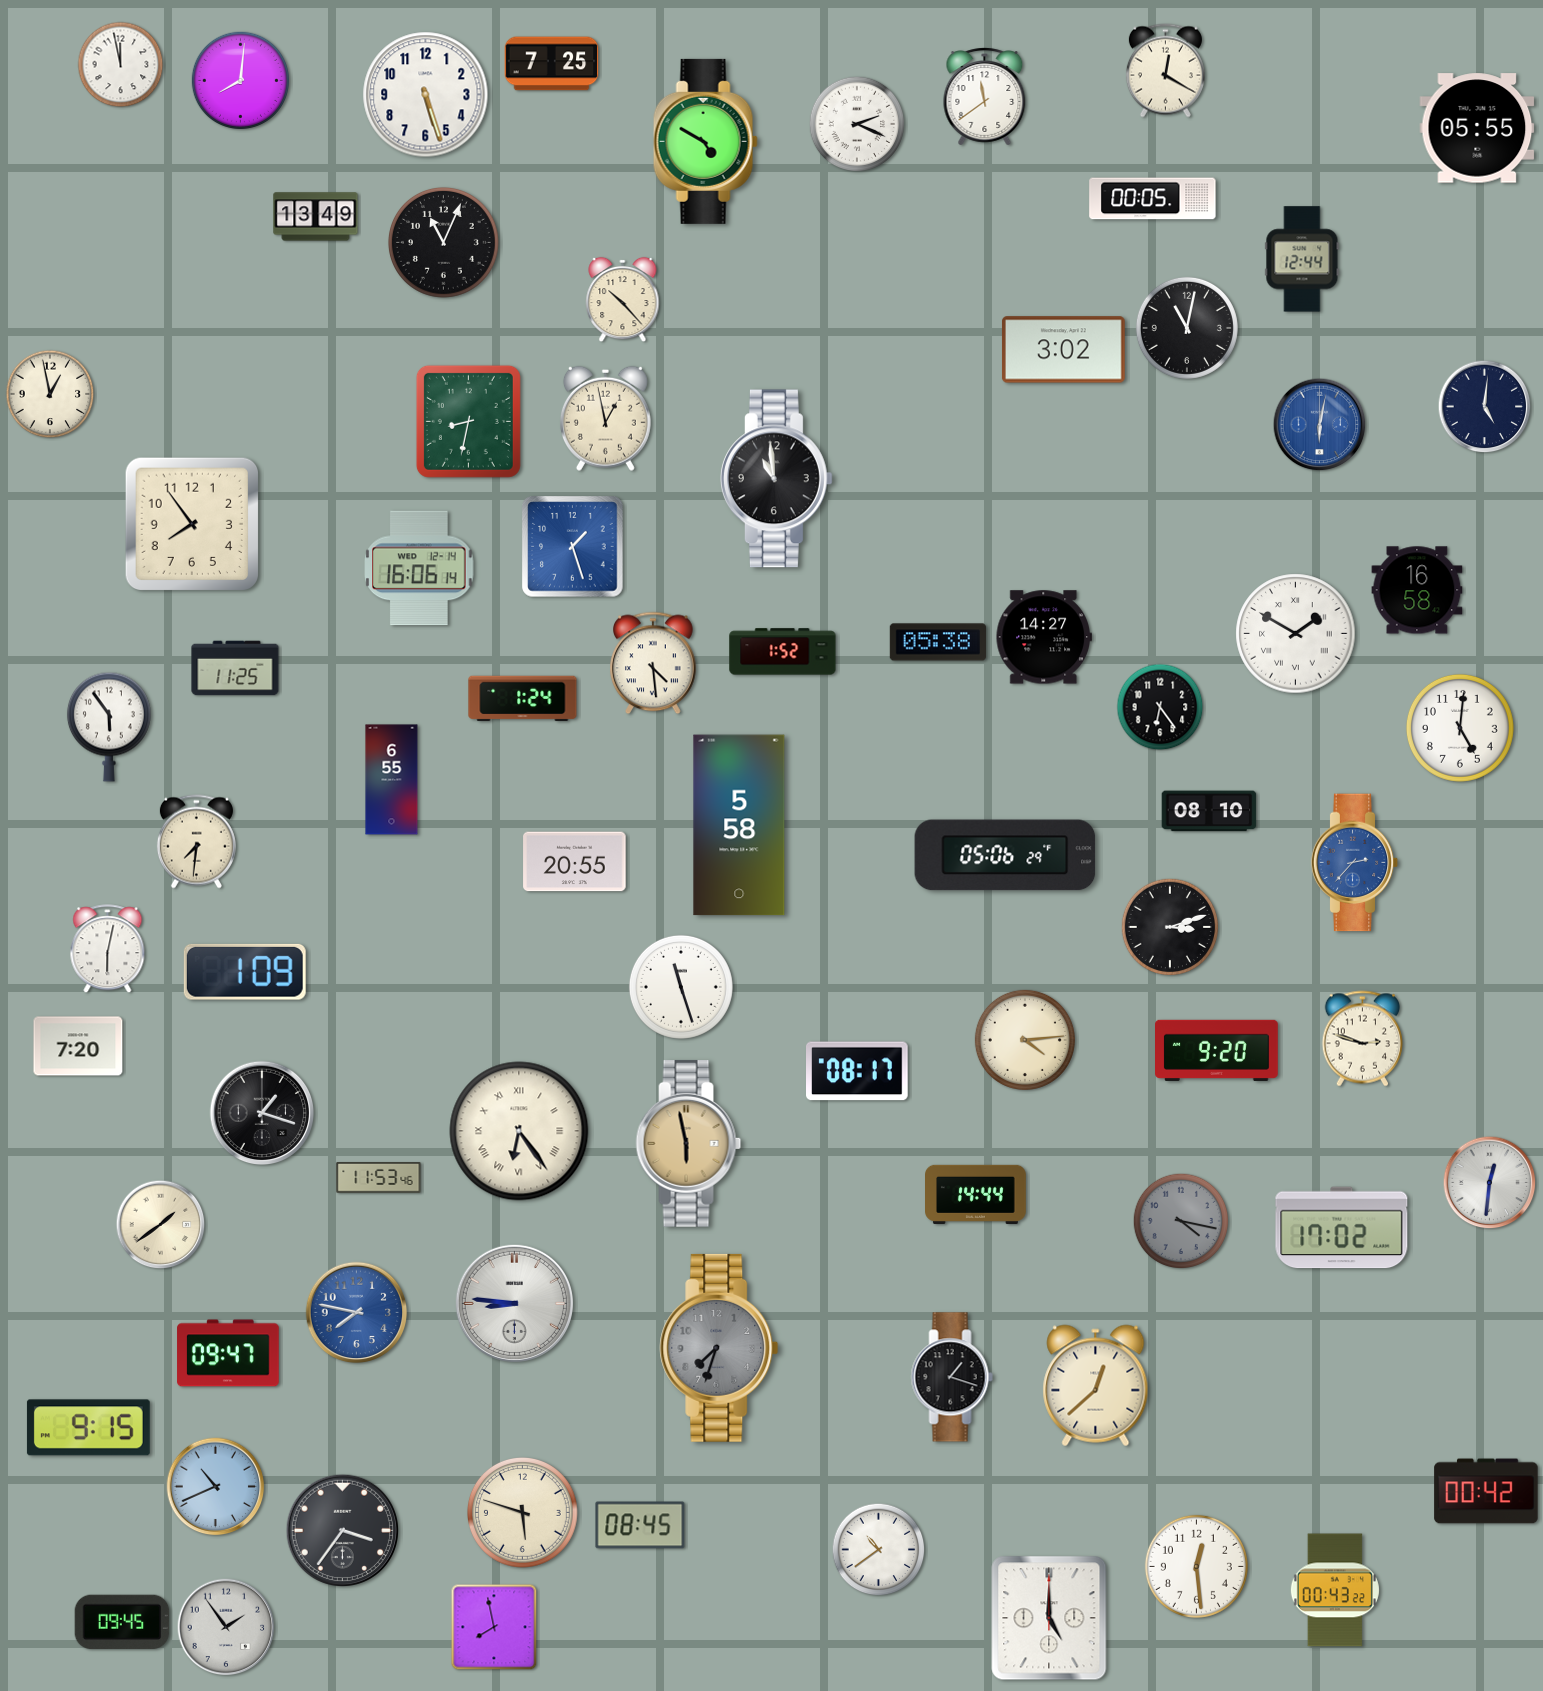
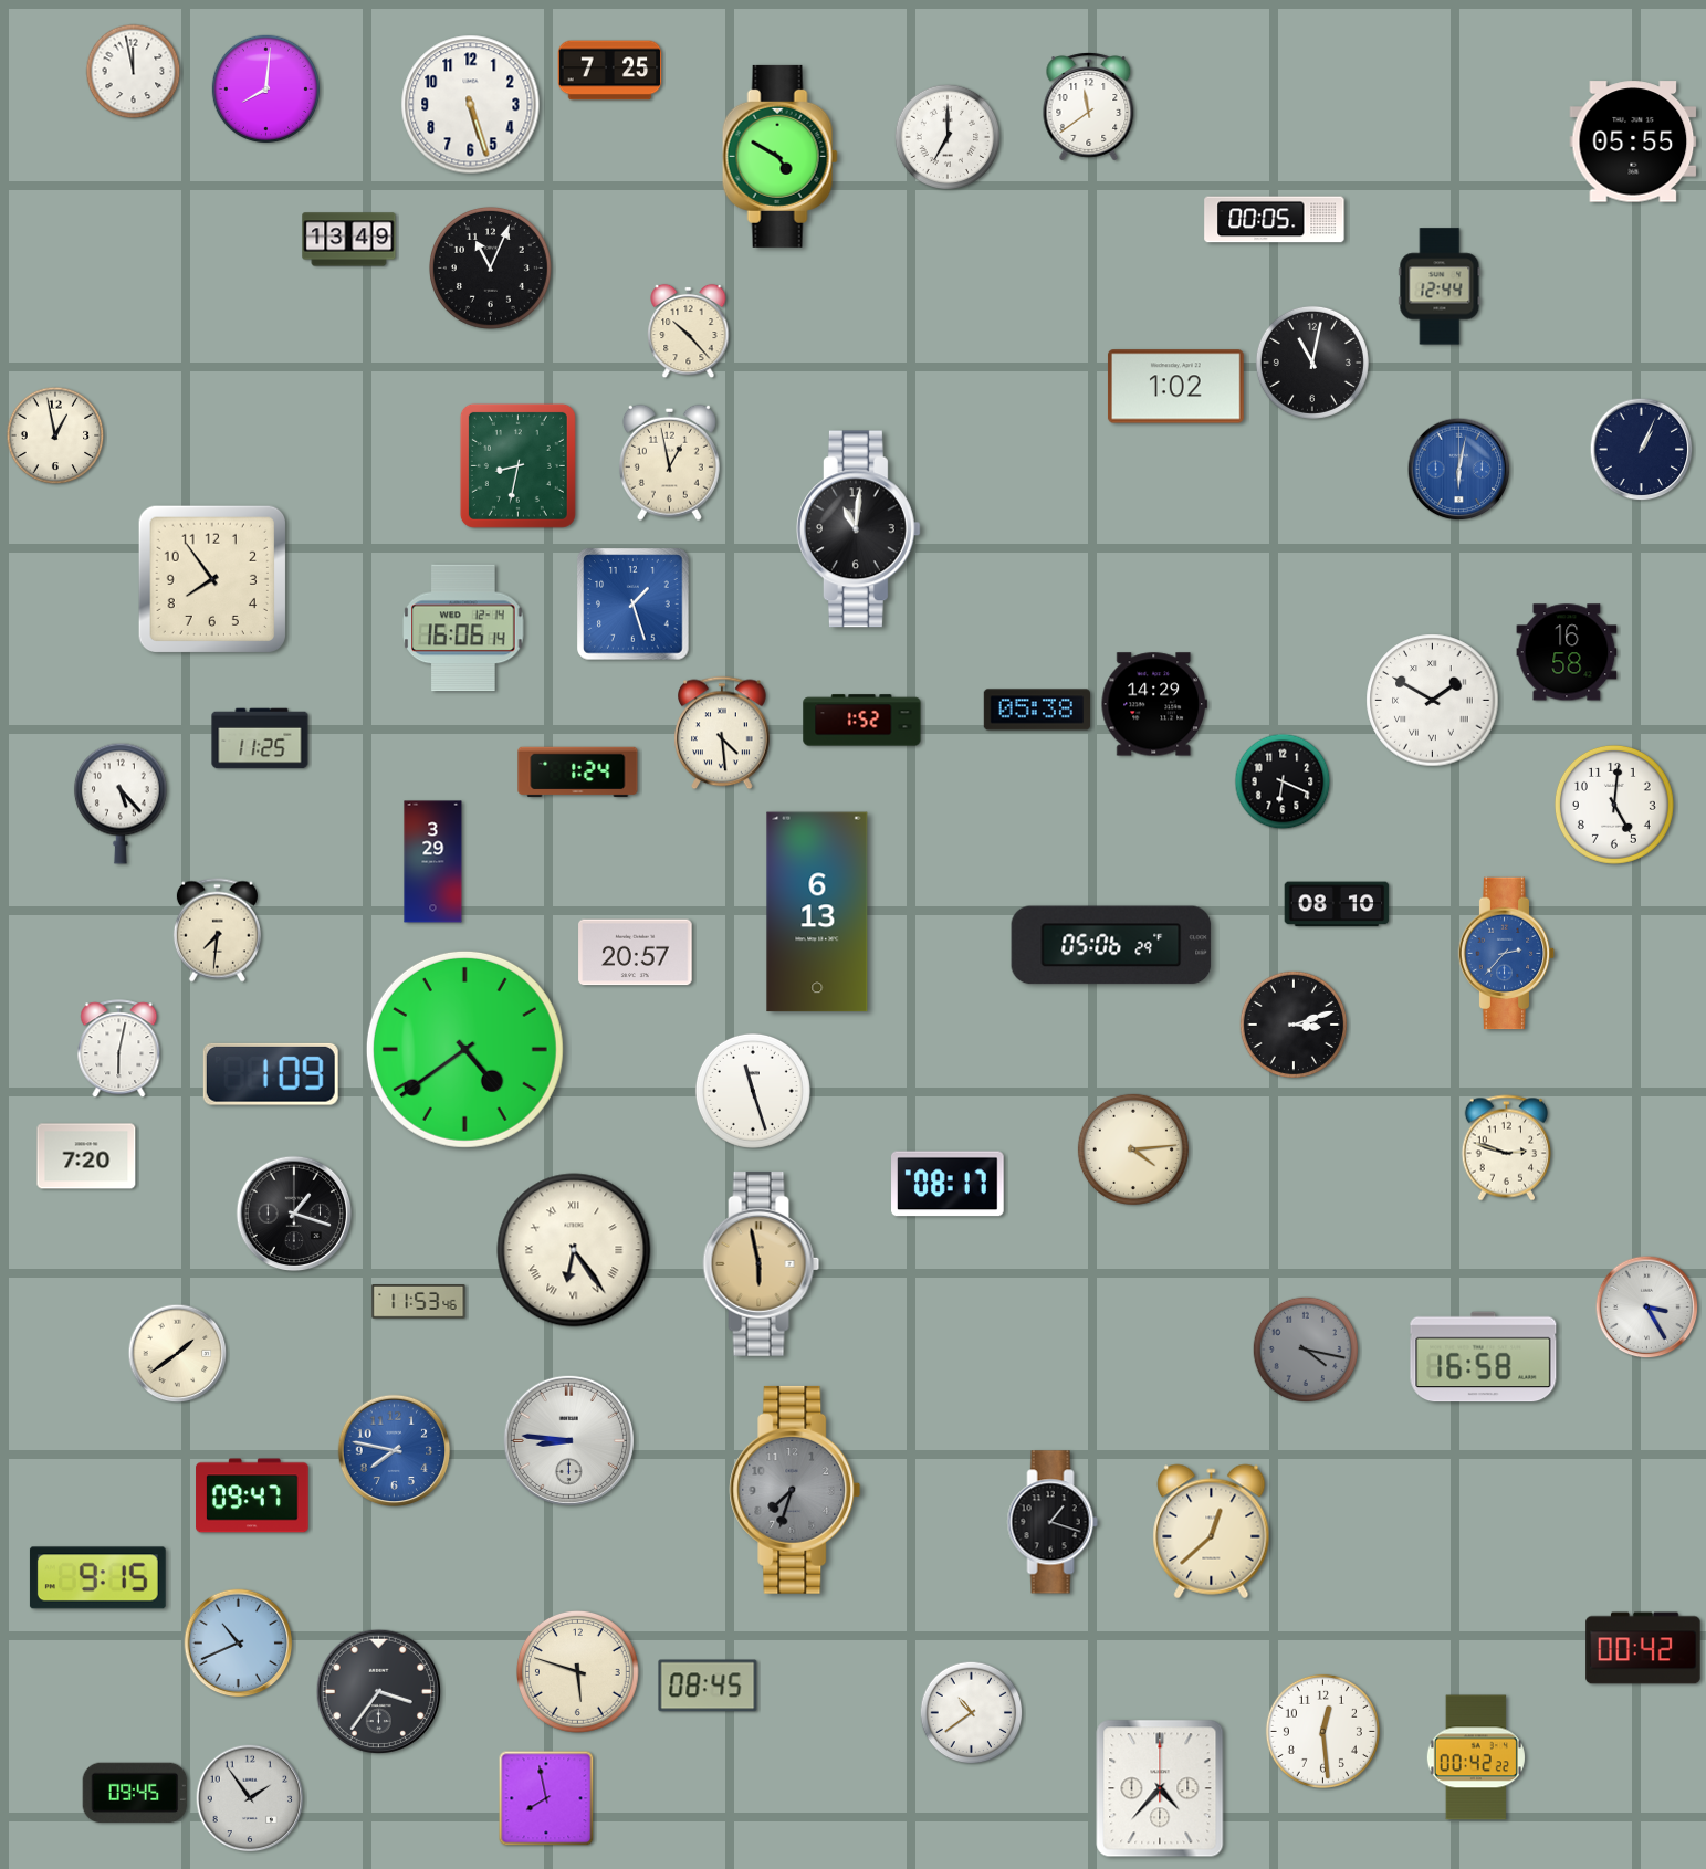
clock at (1165, 71): 12:20 -> none
clock at (857, 124): 2:19 -> 7:00
clock at (1063, 350): 3:02 -> 1:02
clock at (1485, 407): 5:01 -> 1:04
clock at (776, 479): 10:59 -> 11:01
clock at (1044, 637): 14:27 -> 14:29
clock at (783, 652) position: (783, 652) -> (862, 721)
clock at (1160, 707): 6:24 -> 6:19
clock at (109, 727): 5:54 -> 5:23
clock at (392, 780): 6:55 -> 3:29
clock at (1209, 811) position: (1209, 811) -> (1337, 904)
clock at (739, 825): 5:58 -> 6:13
clock at (575, 862): 20:55 -> 20:57
clock at (1355, 863) position: (1355, 863) -> (1507, 954)
clock at (464, 1049): none -> 4:39
clock at (1217, 1050): 9:20 -> none
clock at (262, 1113) position: (262, 1113) -> (294, 1214)
clock at (1490, 1183): 12:31 -> 3:25
clock at (976, 1194): 14:44 -> none
clock at (1342, 1228): 17:02 -> 16:58
clock at (1335, 1590): 00:43 -> 00:42
clock at (1049, 1618): 5:00 -> 4:37
